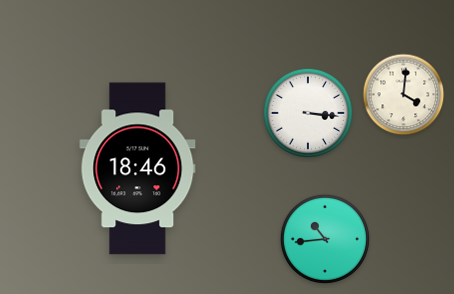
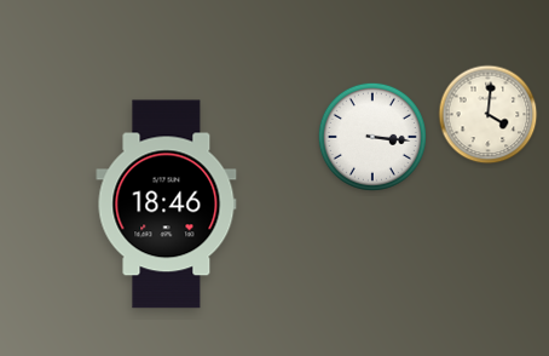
clock at (325, 239): 10:44 -> none
